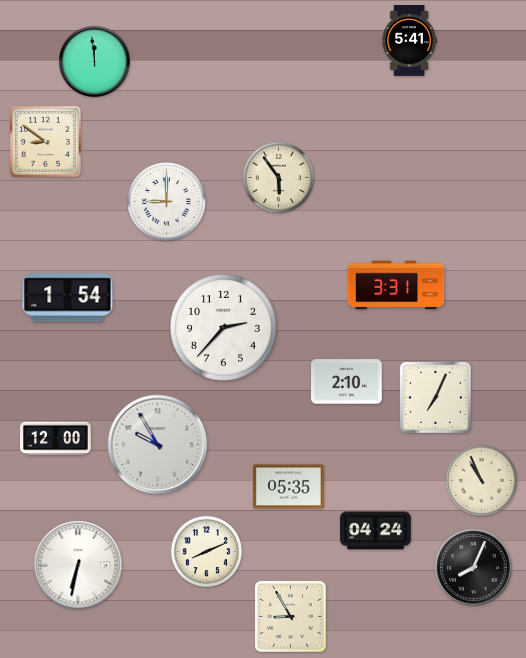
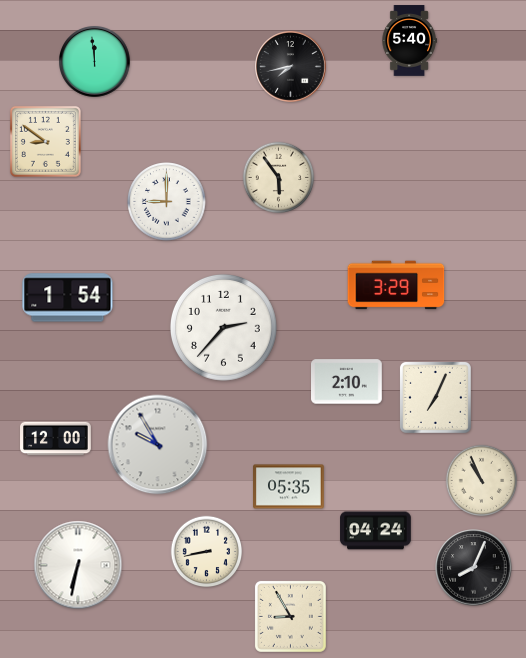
clock at (409, 41): 5:41 -> 5:40
clock at (291, 67): none -> 7:43
clock at (396, 285): 3:31 -> 3:29
clock at (207, 552): 8:11 -> 8:43
